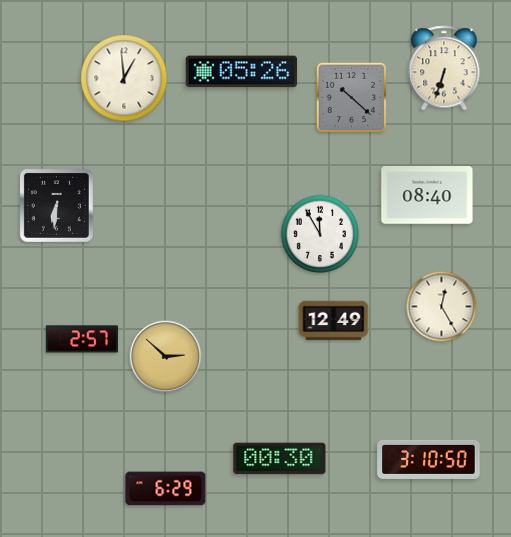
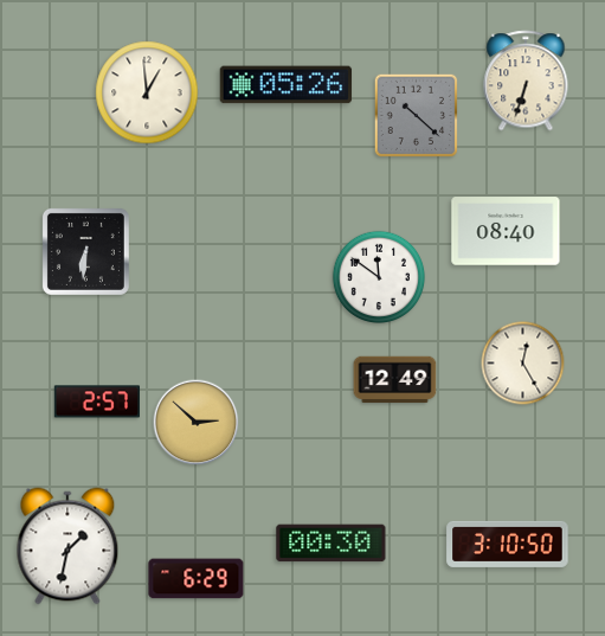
clock at (56, 205) position: (56, 205) -> (85, 251)
clock at (320, 234): 11:55 -> 11:51
clock at (67, 546): none -> 1:32
